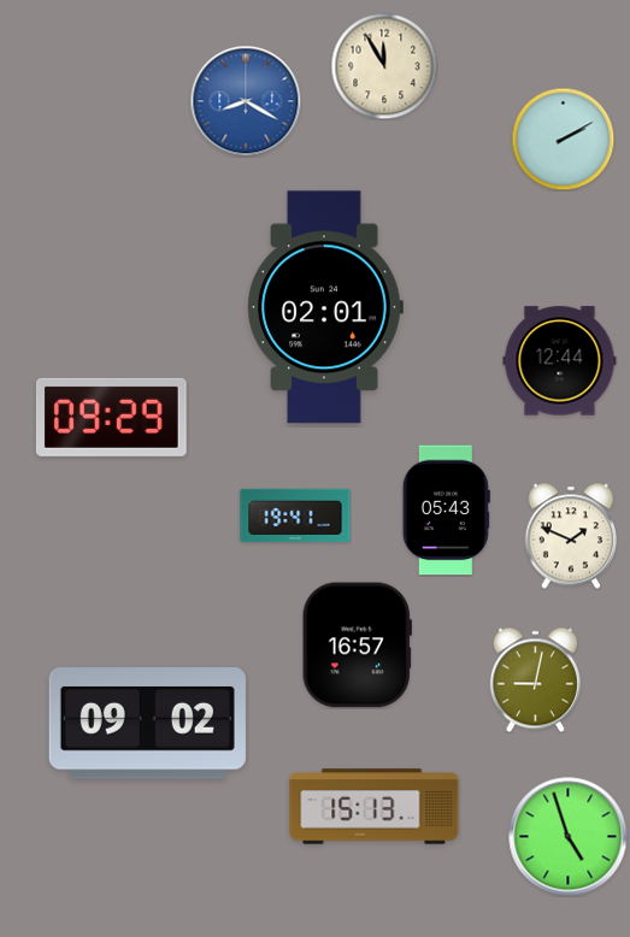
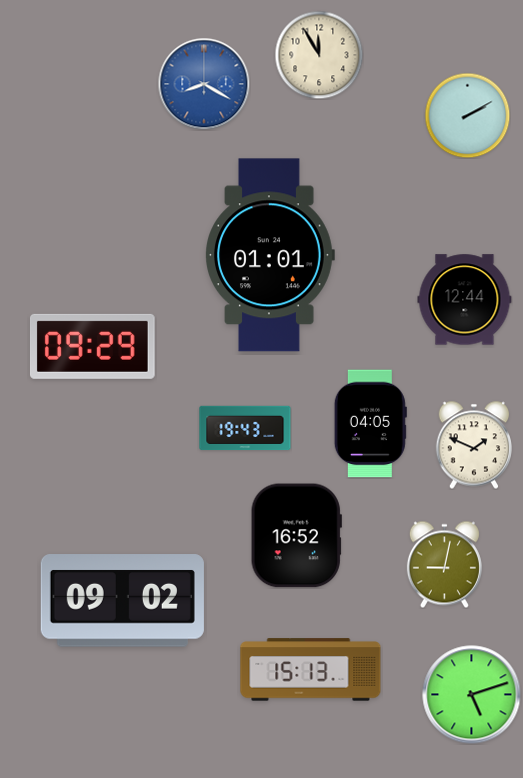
clock at (325, 307): 02:01 -> 01:01
clock at (446, 511): 05:43 -> 04:05
clock at (295, 515): 19:41 -> 19:43
clock at (357, 646): 16:57 -> 16:52
clock at (569, 837): 4:57 -> 5:12
